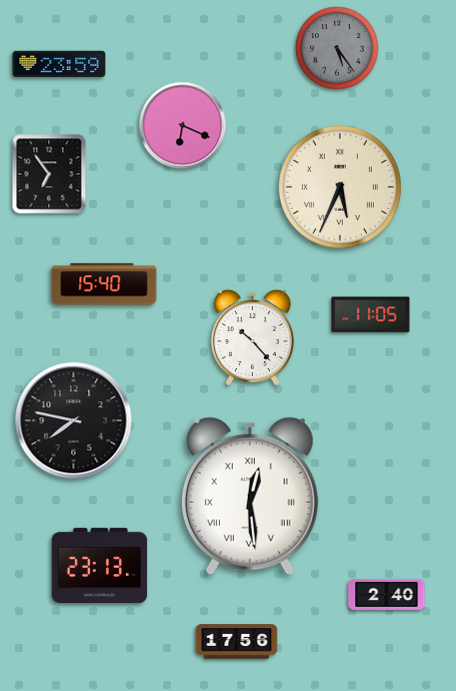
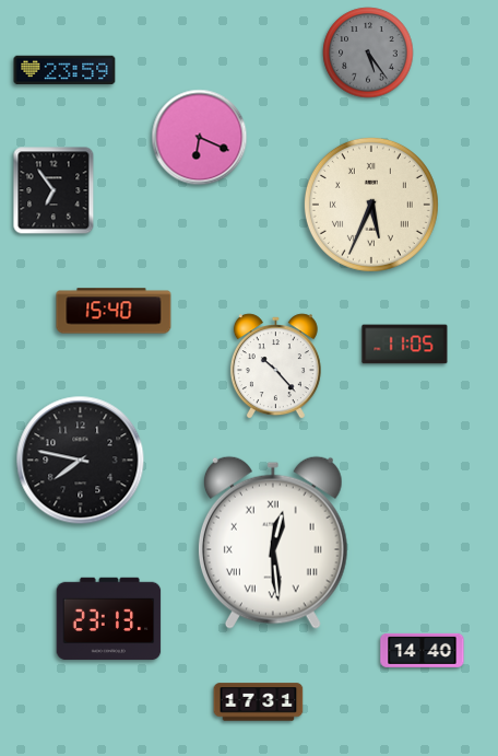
clock at (252, 338) position: (252, 338) -> (275, 367)
clock at (387, 594): 2:40 -> 14:40
clock at (237, 642): 17:56 -> 17:31
